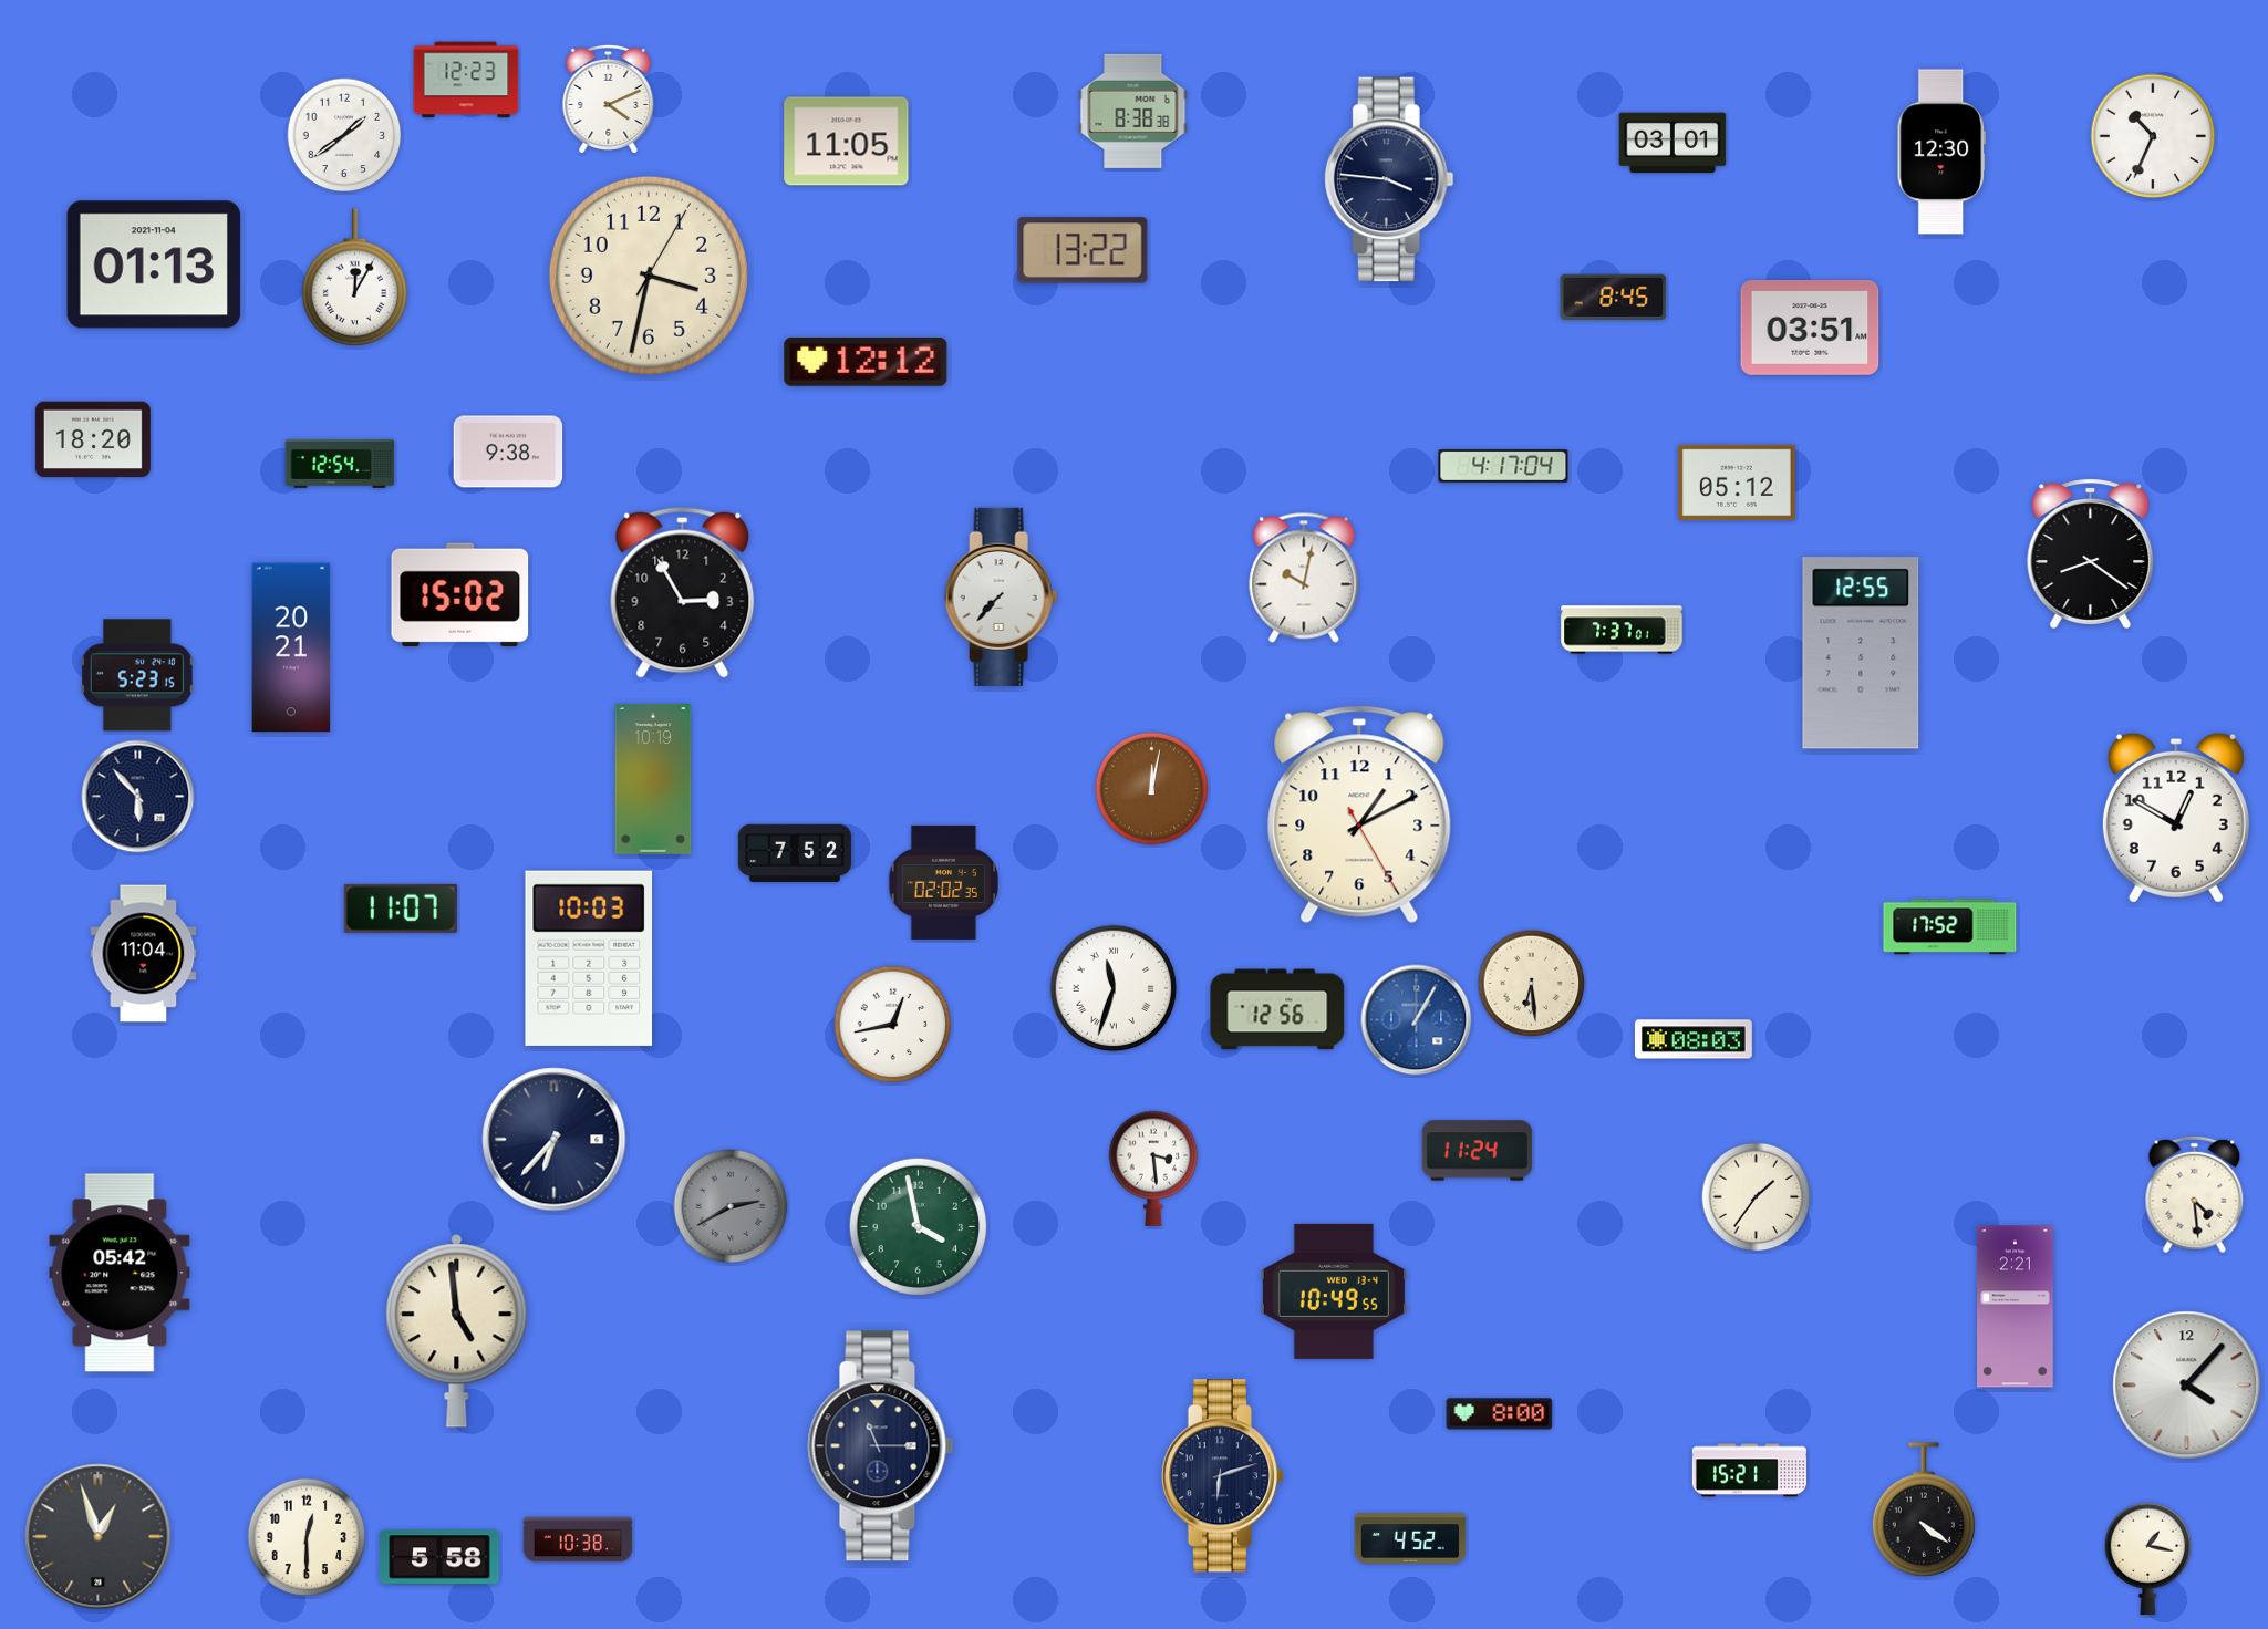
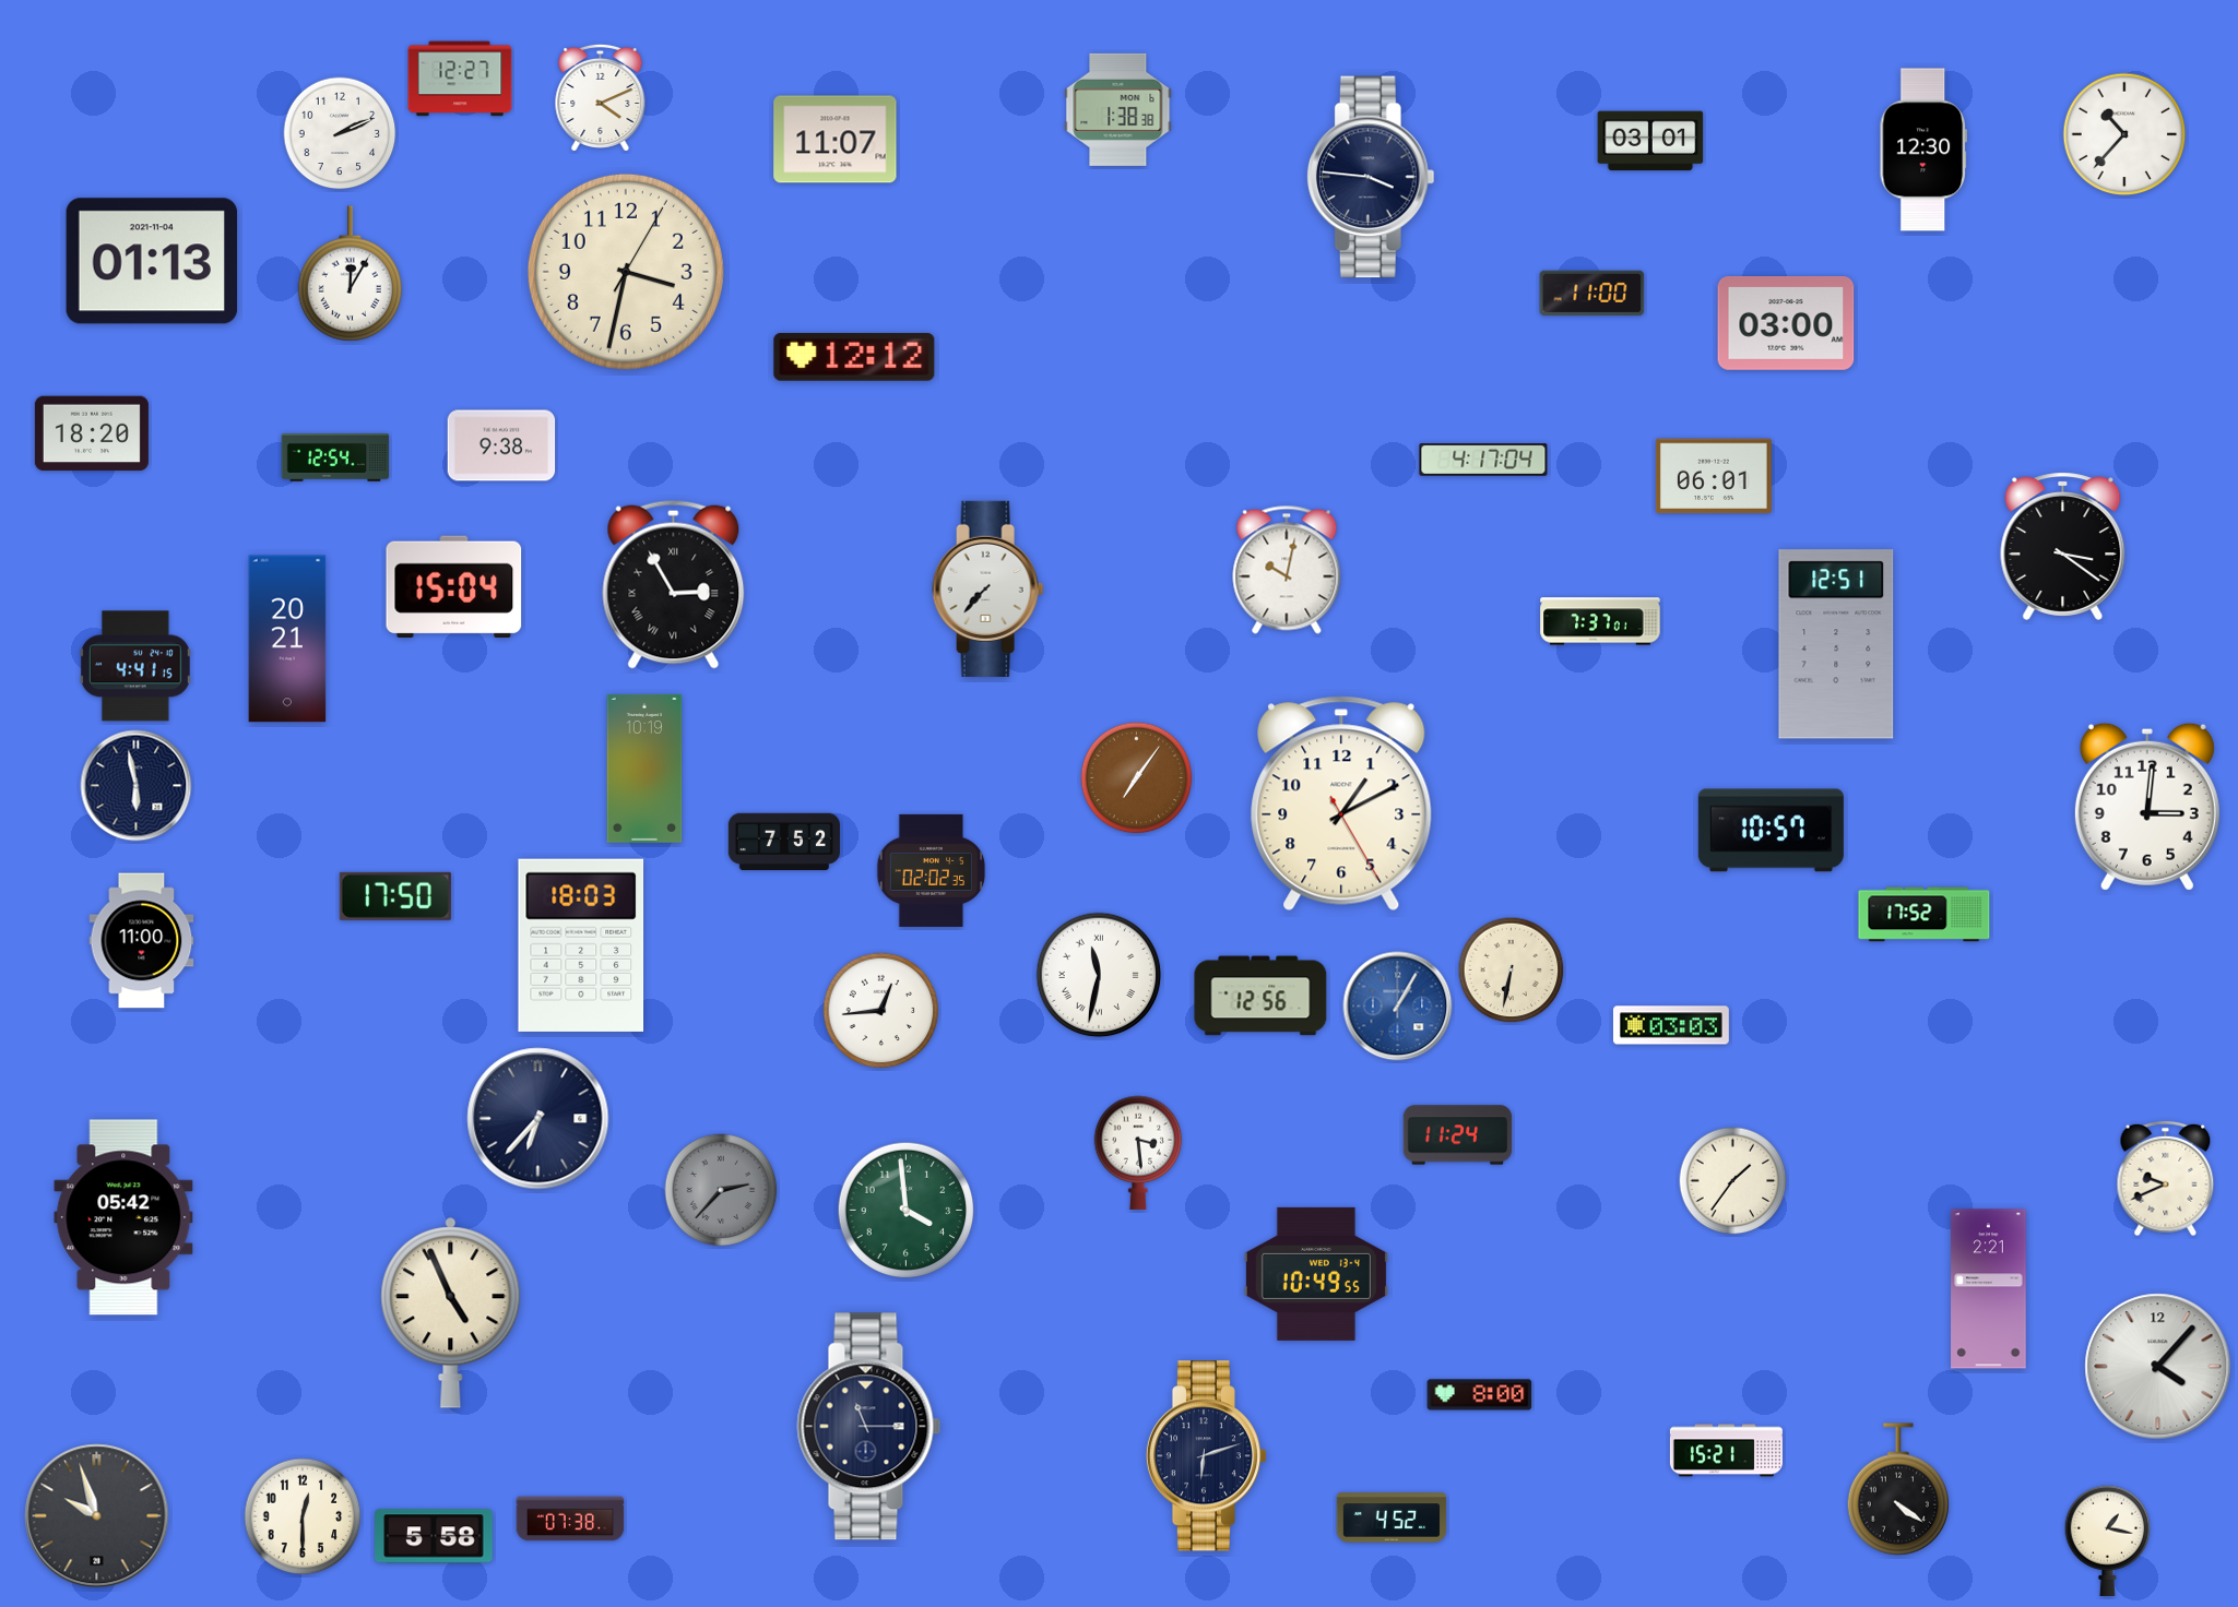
clock at (466, 80): 12:23 -> 12:27
clock at (1133, 111): 8:38 -> 1:38
clock at (344, 135): 1:39 -> 2:11
clock at (2153, 136): 10:34 -> 10:37
clock at (847, 142): 11:05 -> 11:07
clock at (1940, 152) position: (1940, 152) -> (1922, 150)
clock at (1083, 250): 13:22 -> none
clock at (649, 276) position: (649, 276) -> (626, 272)
clock at (1614, 297): 8:45 -> 11:00
clock at (1810, 329): 03:51 -> 03:00
clock at (1737, 483): 05:12 -> 06:01
clock at (2091, 553): 8:21 -> 3:21
clock at (683, 592) numerals: Arabic -> Roman
clock at (460, 595): 15:02 -> 15:04
clock at (1861, 653): 12:55 -> 12:51
clock at (137, 675): 5:23 -> 4:41
clock at (1152, 789): 12:02 -> 7:06
clock at (138, 797): 5:53 -> 5:58
clock at (2176, 818): 12:50 -> 3:01
clock at (1771, 831): none -> 10:57
clock at (401, 909): 11:07 -> 17:50
clock at (144, 954): 11:04 -> 11:00
clock at (589, 958): 10:03 -> 18:03
clock at (1532, 984): 6:29 -> 6:32
clock at (1114, 988): 11:33 -> 11:32
clock at (893, 1025): 12:43 -> 12:44
clock at (1694, 1039): 08:03 -> 03:03
clock at (555, 1140) position: (555, 1140) -> (538, 1119)
clock at (2195, 1195): 4:29 -> 9:41
clock at (731, 1206): 2:40 -> 2:37
clock at (919, 1227): 3:58 -> 3:59
clock at (120, 1273) position: (120, 1273) -> (123, 1217)
clock at (457, 1331): 4:59 -> 4:56
clock at (99, 1537): 12:57 -> 9:57
clock at (578, 1539): 10:38 -> 07:38
clock at (2148, 1558) position: (2148, 1558) -> (2108, 1540)
